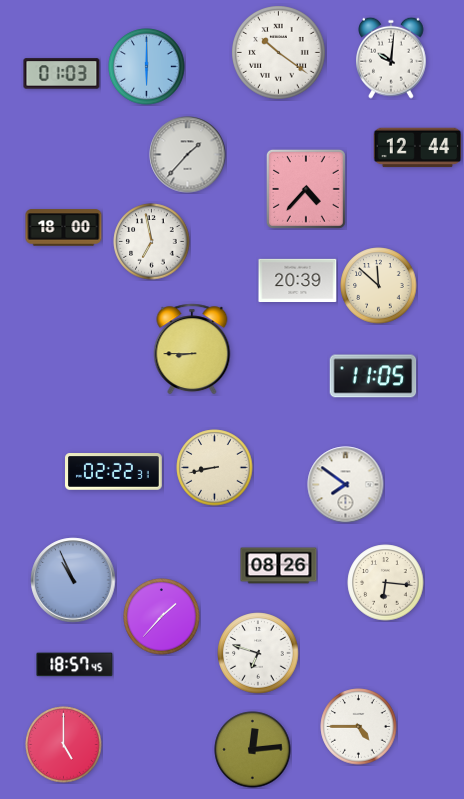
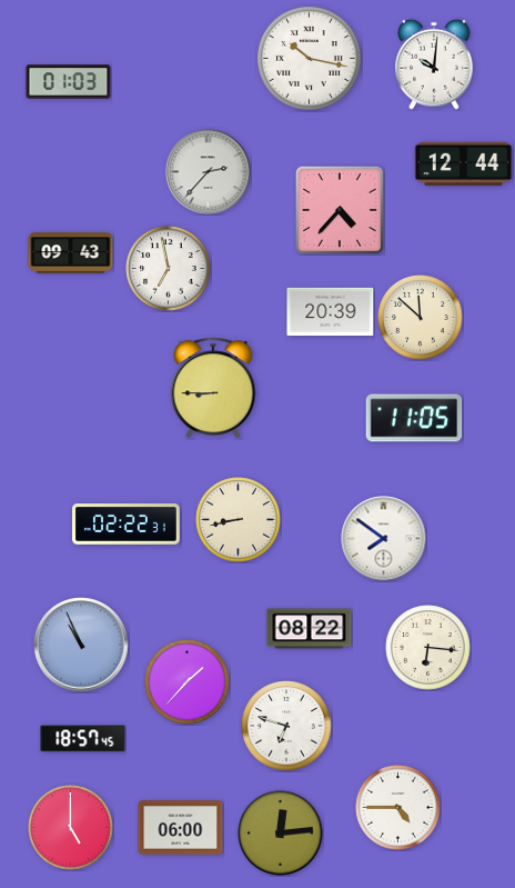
clock at (279, 53): 10:21 -> 10:17
clock at (147, 67): 6:00 -> none
clock at (188, 155): 1:37 -> 2:37
clock at (64, 228): 18:00 -> 09:43
clock at (279, 566): 08:26 -> 08:22
clock at (162, 617) position: (162, 617) -> (188, 682)
clock at (181, 828): none -> 06:00
